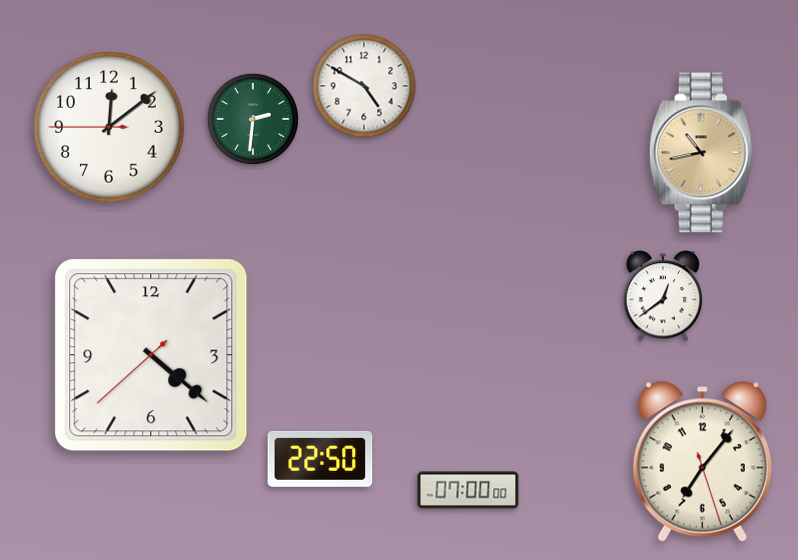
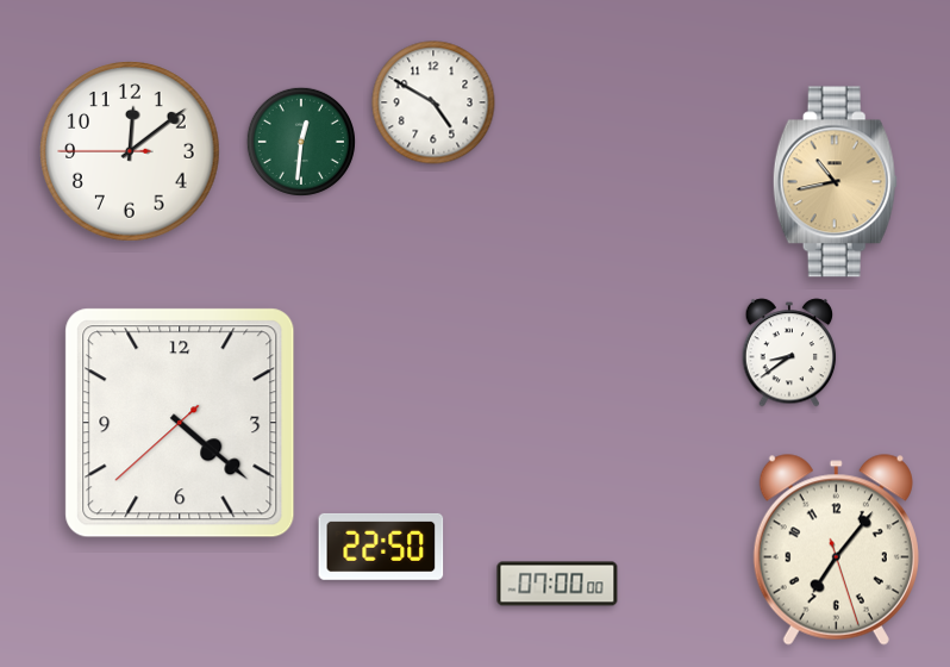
clock at (253, 119): 2:31 -> 12:31
clock at (663, 296): 12:39 -> 8:39
